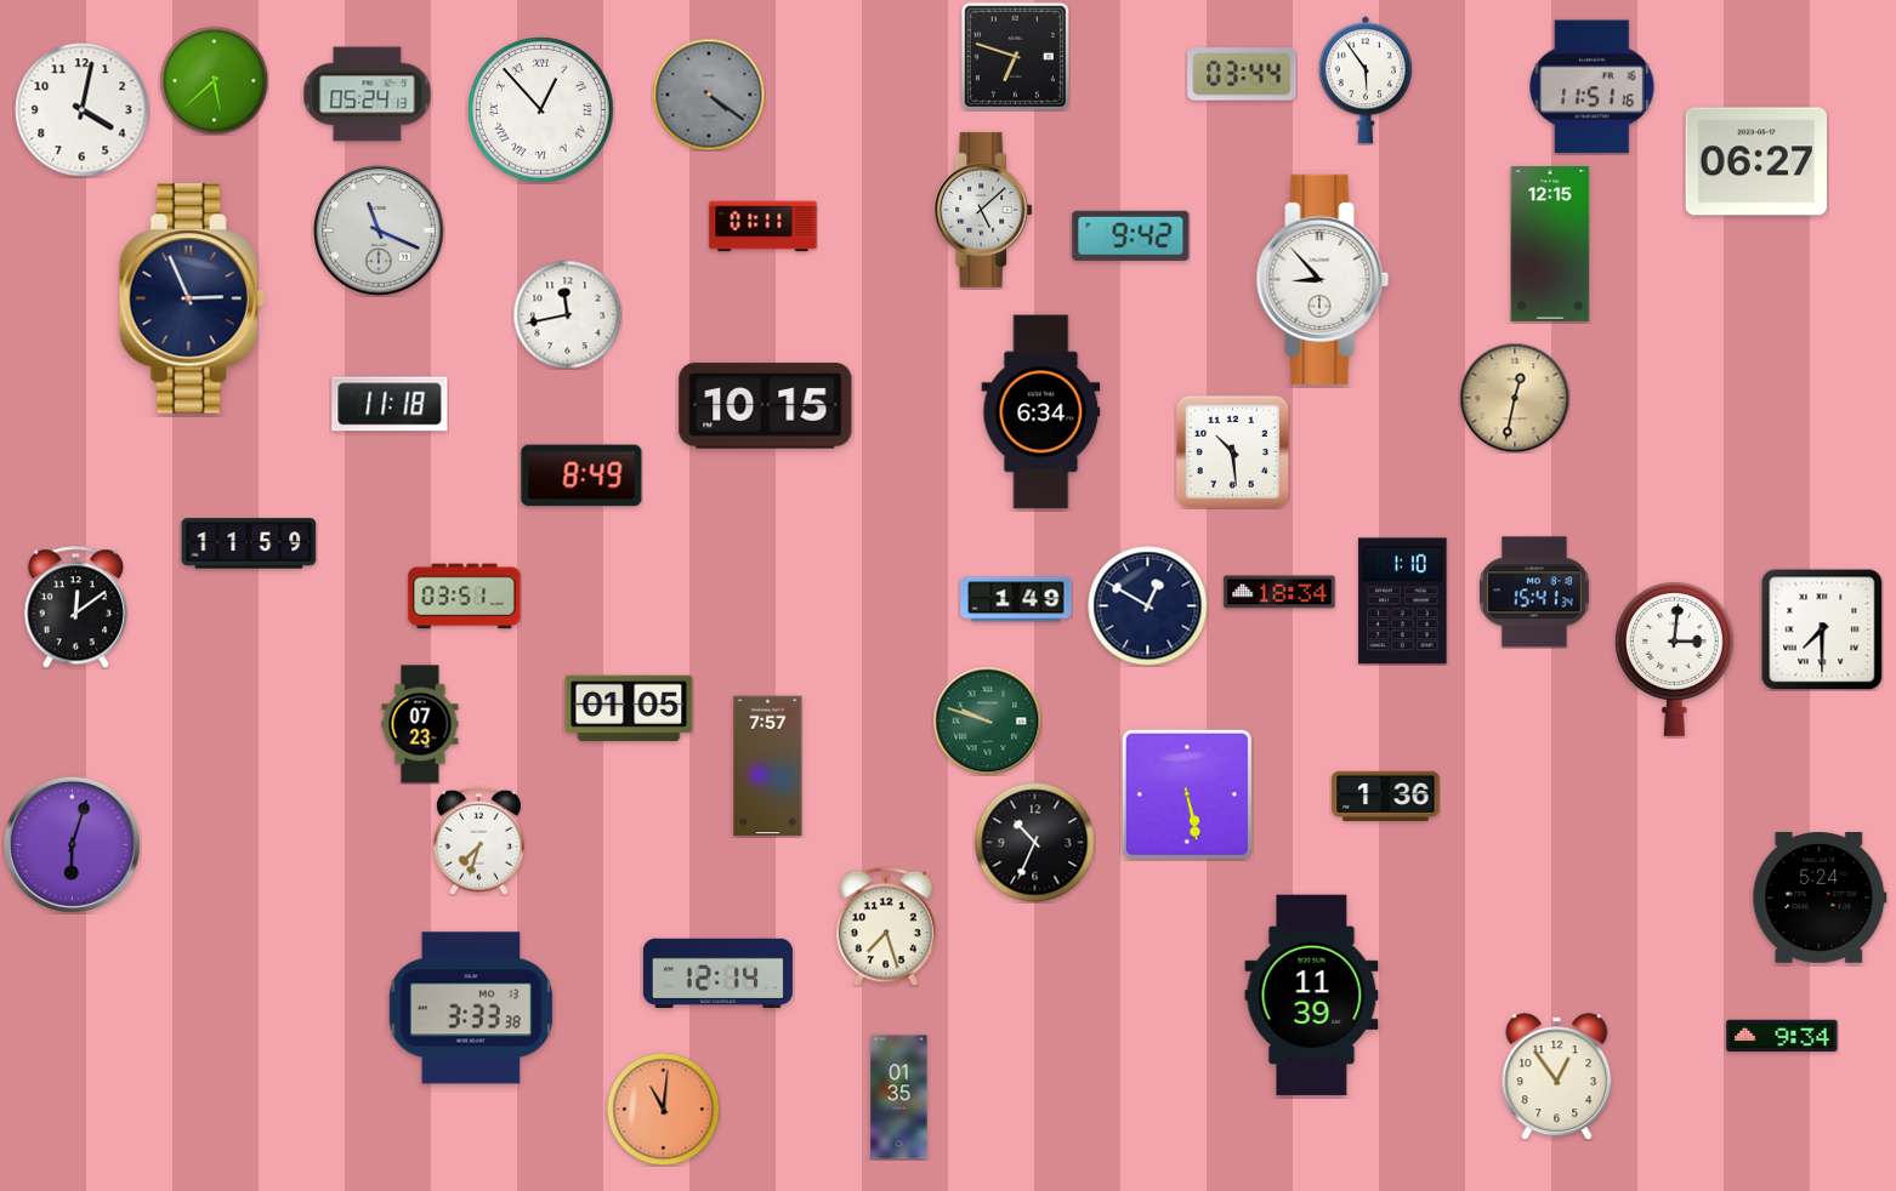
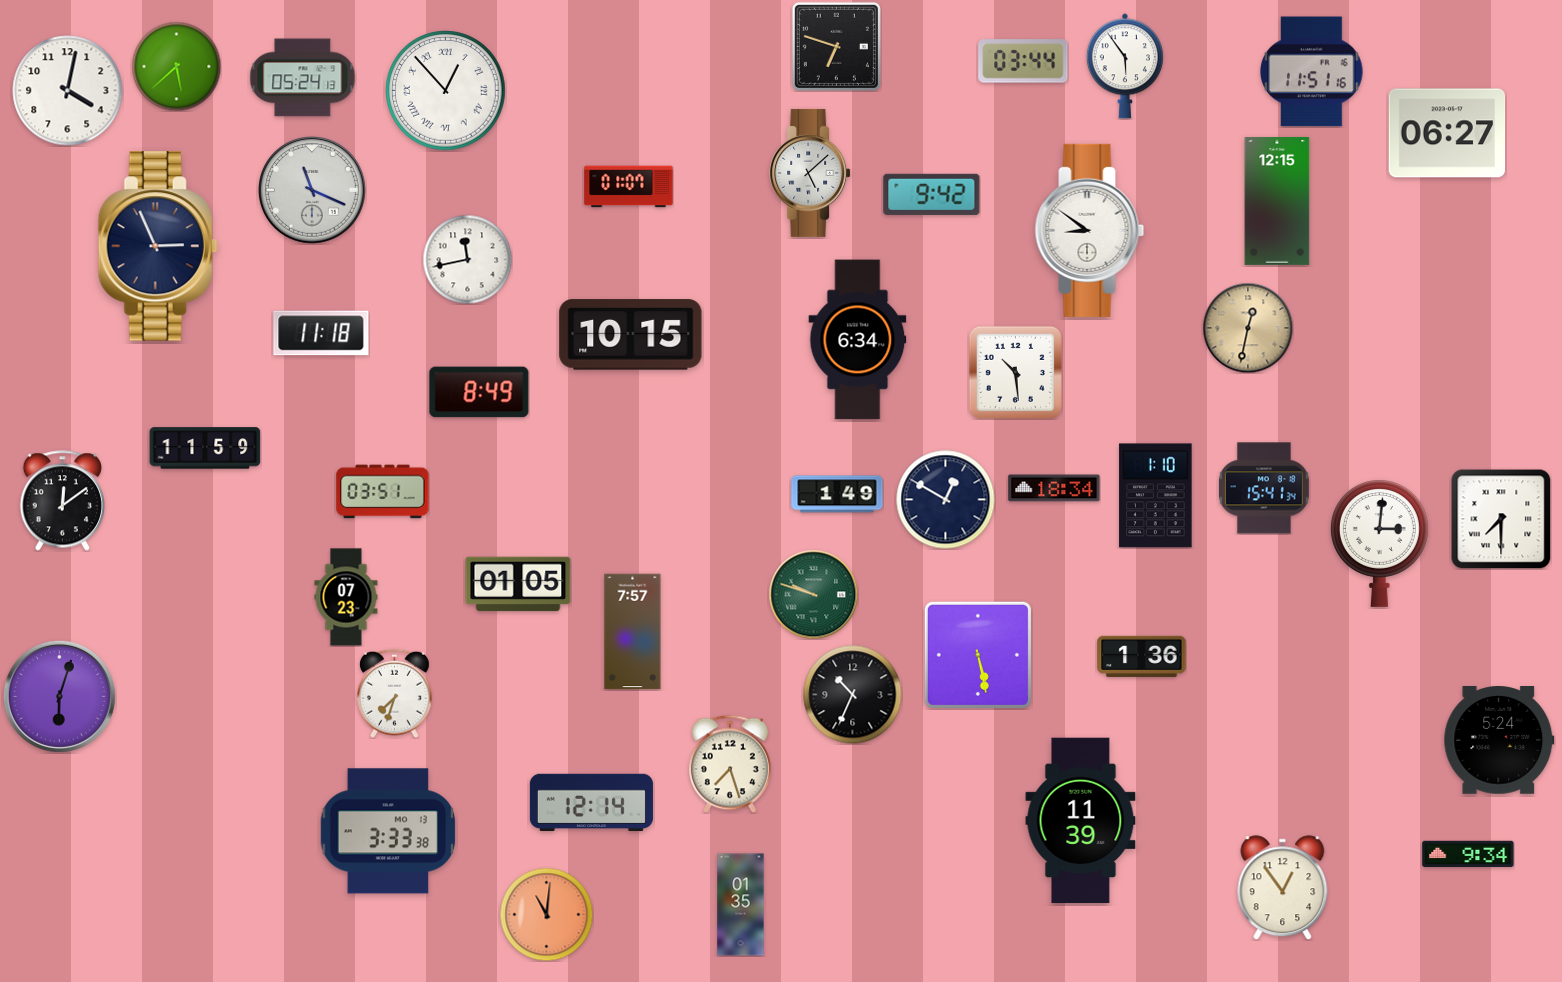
clock at (709, 95): 4:21 -> none
clock at (763, 227): 01:11 -> 01:07
clock at (1323, 279): 8:53 -> 8:51
